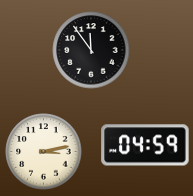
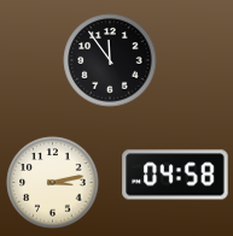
clock at (145, 145): 04:59 -> 04:58
